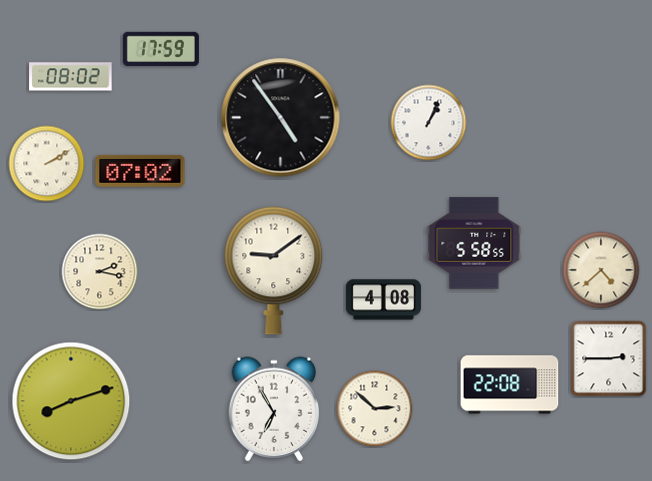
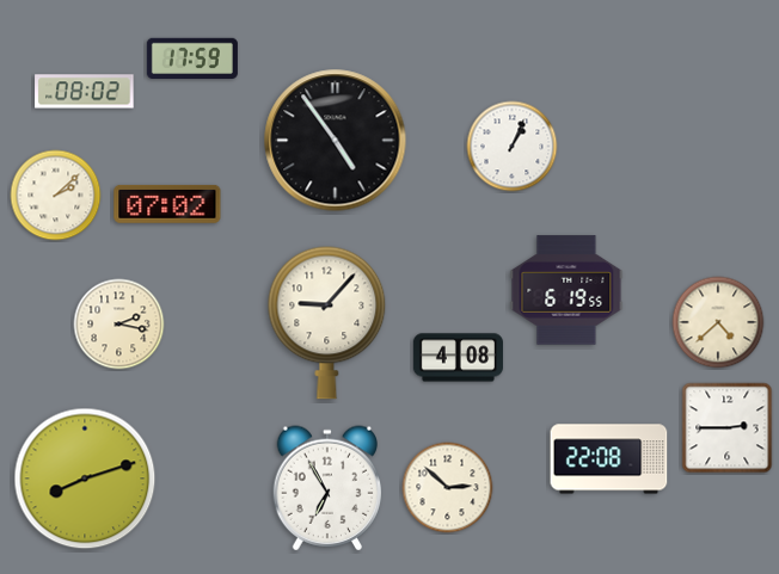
clock at (47, 164): 2:10 -> 2:08
clock at (474, 243): 5:58 -> 6:19
clock at (274, 270): 9:09 -> 9:07
